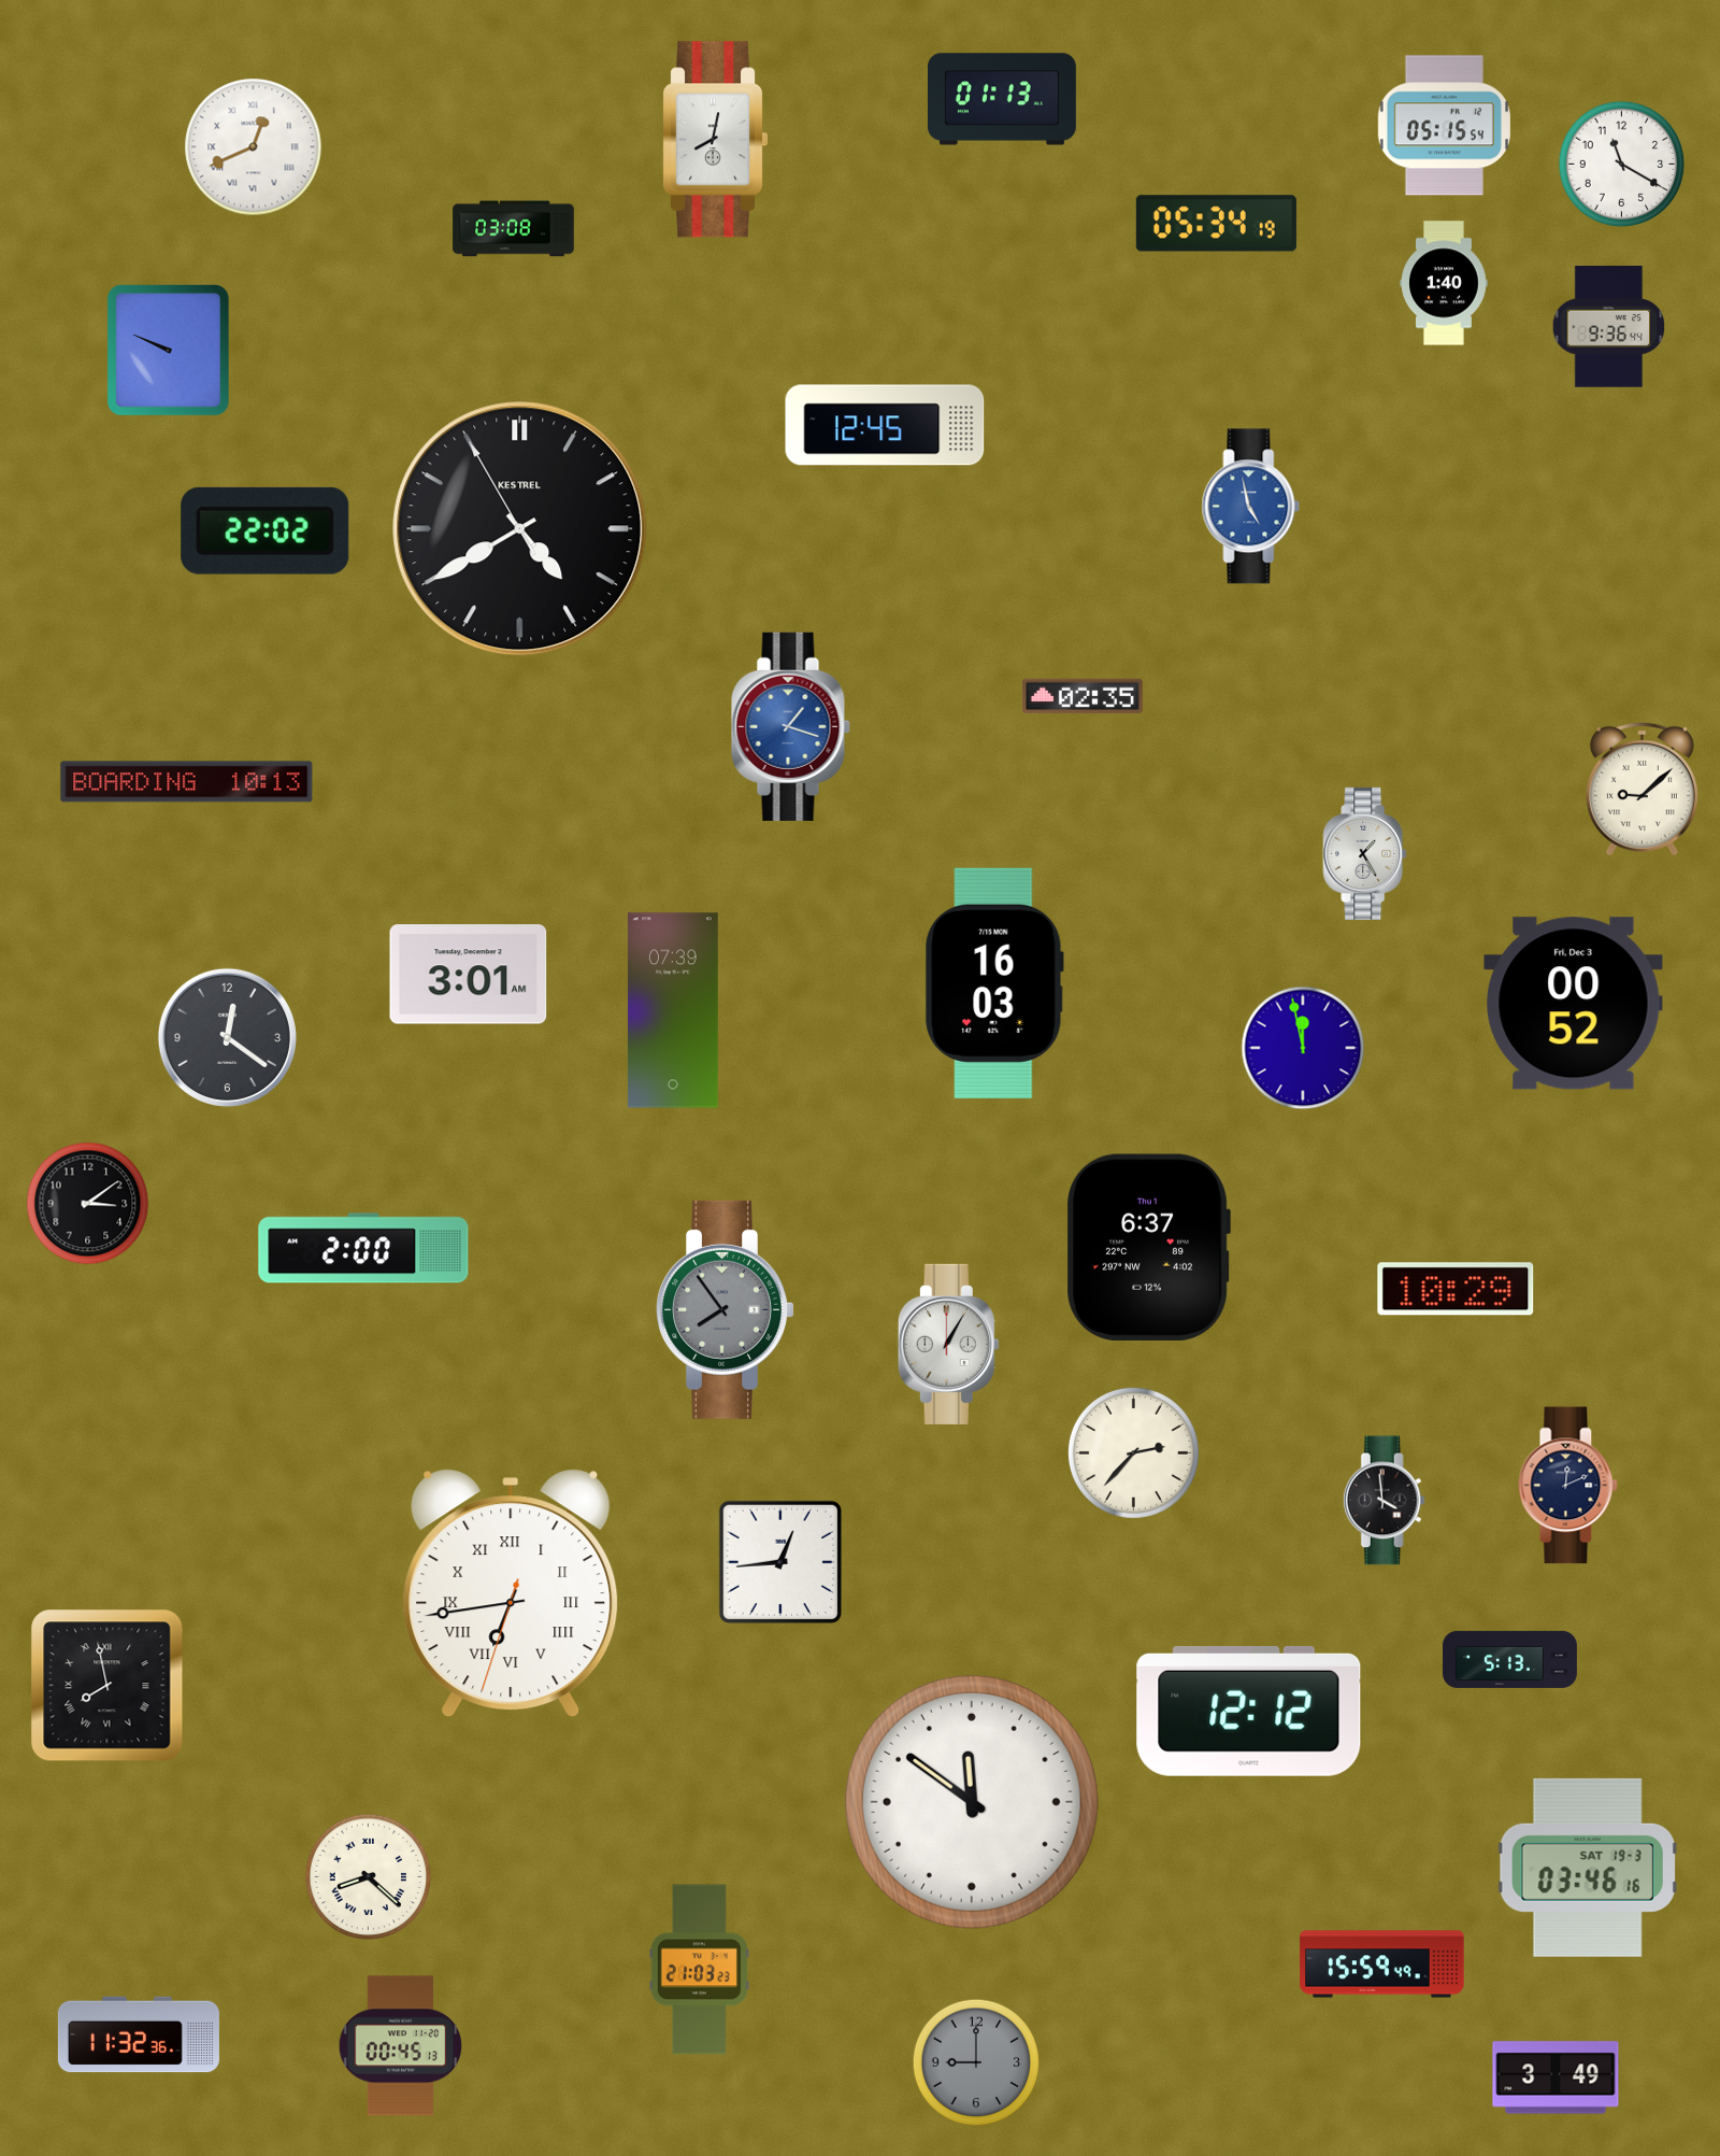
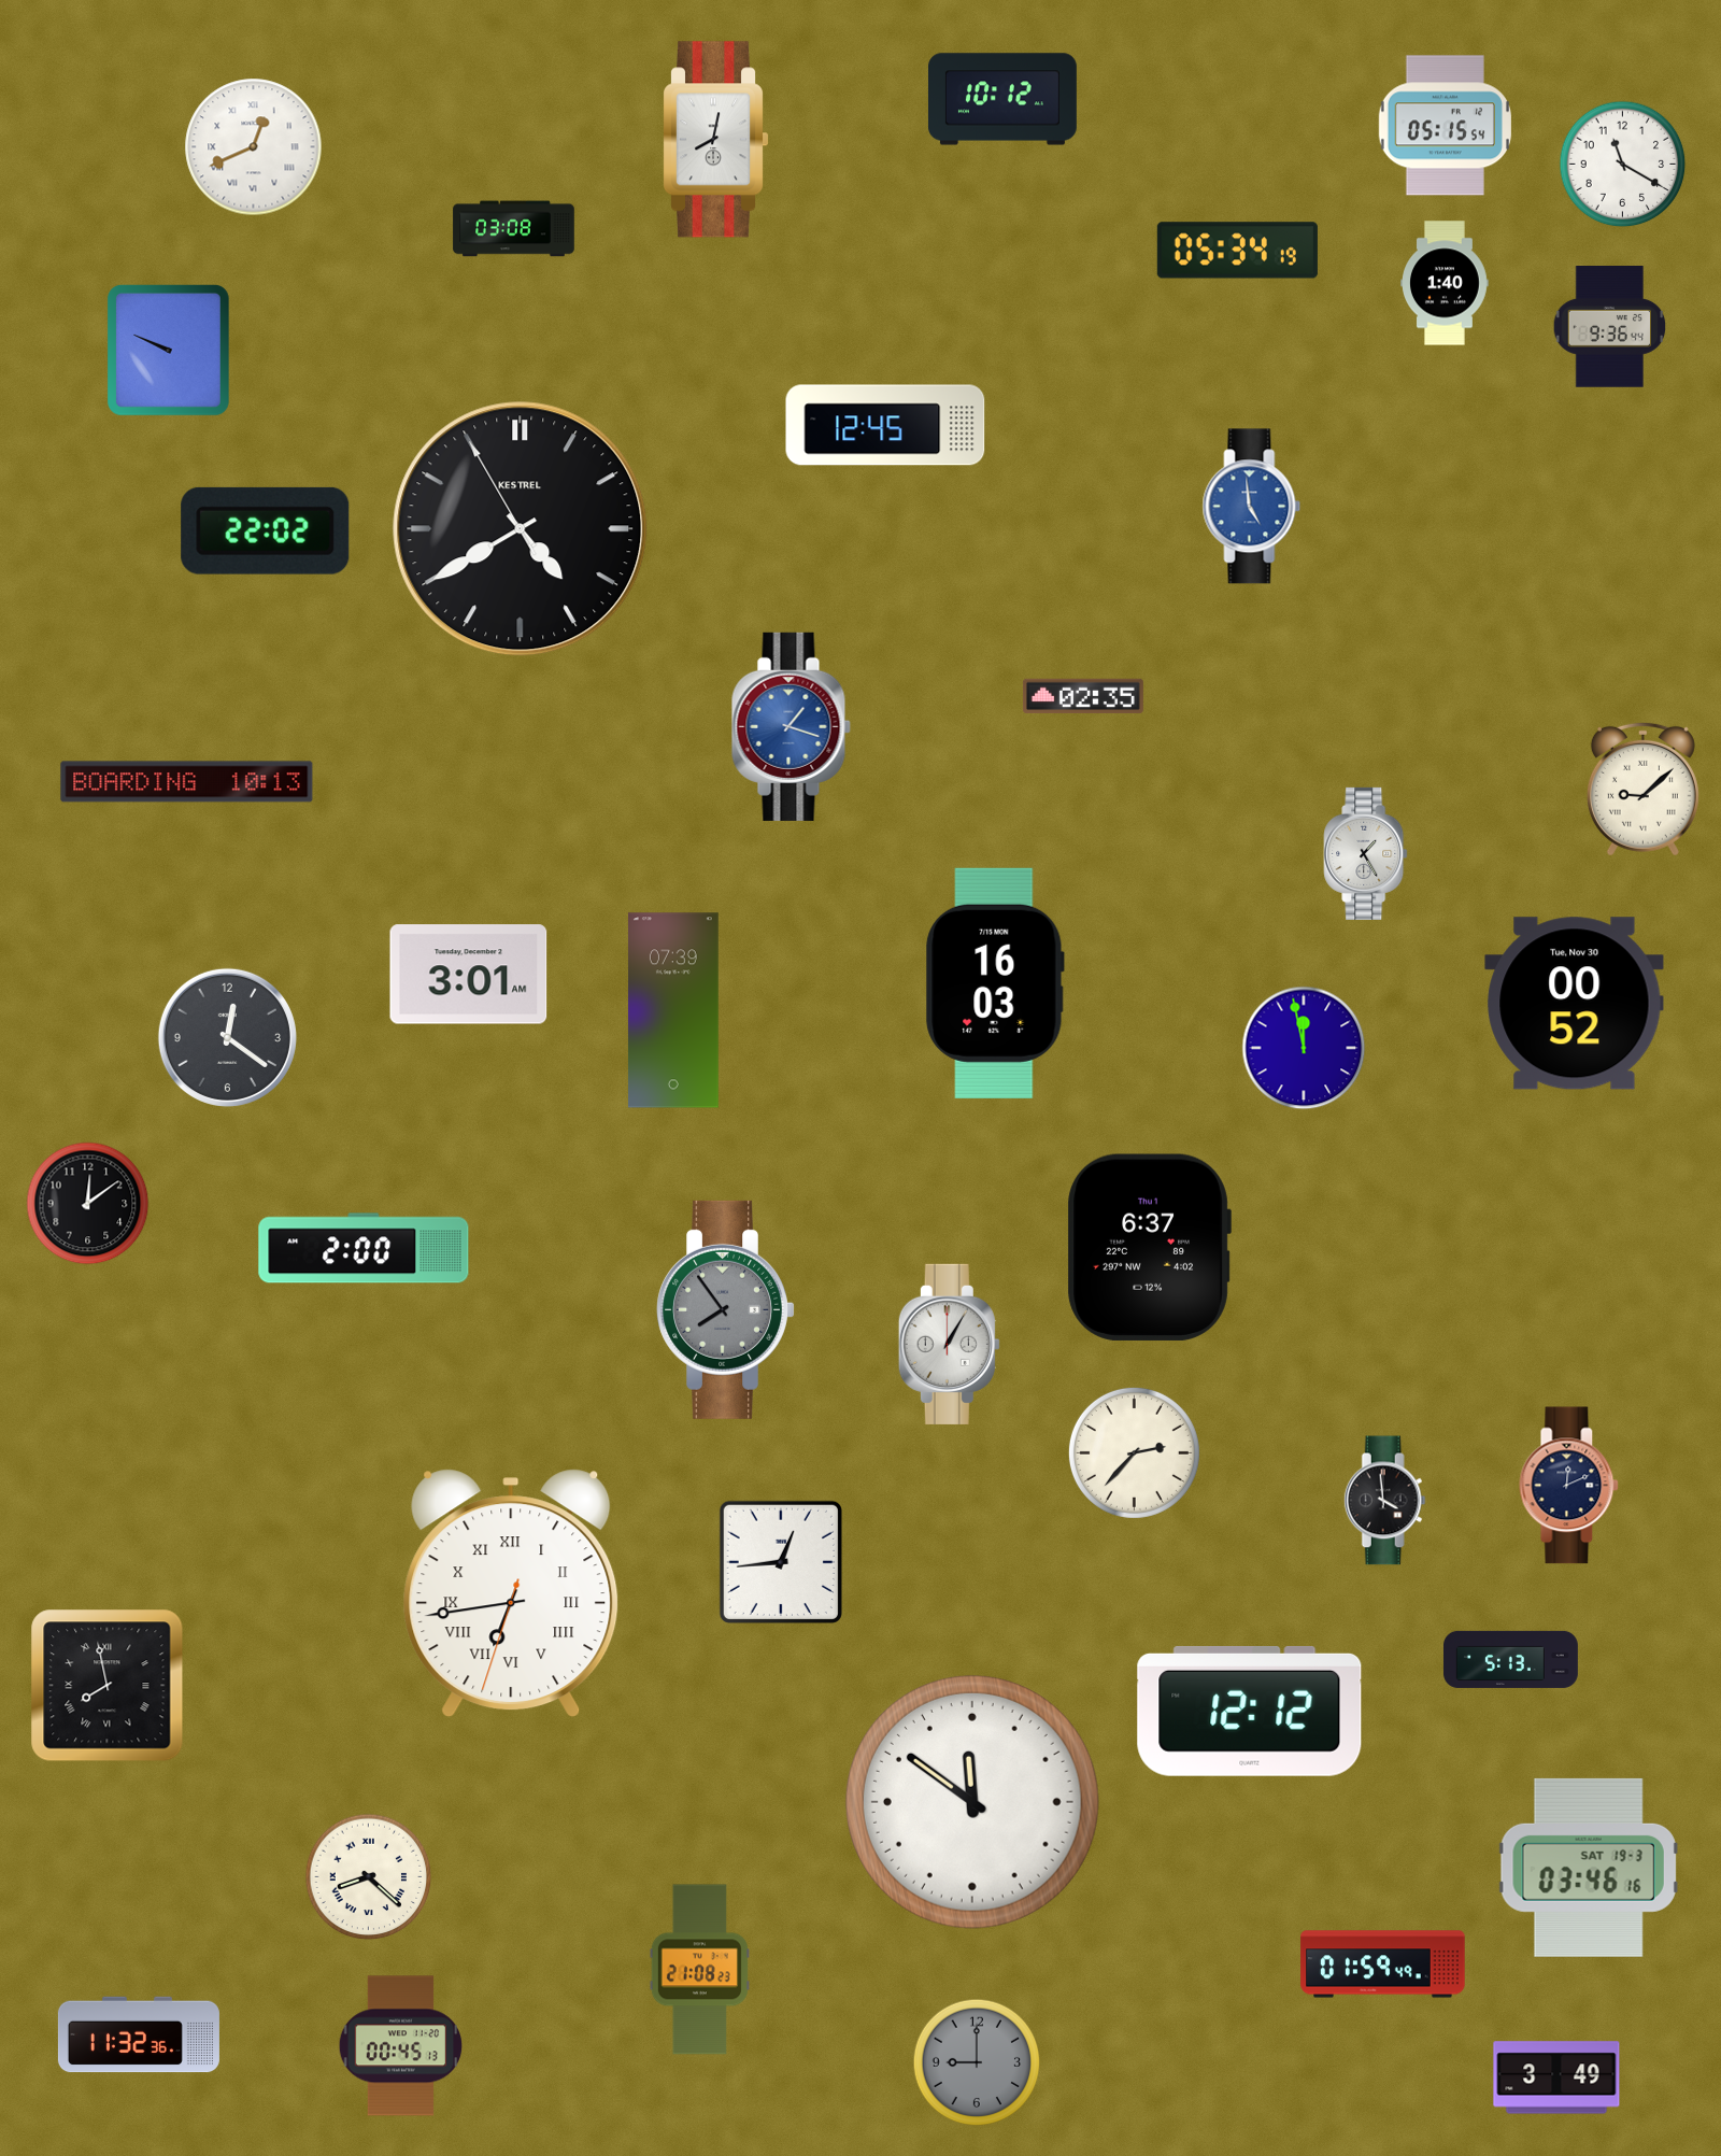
clock at (1002, 99): 01:13 -> 10:12
clock at (1216, 224) position: (1216, 224) -> (1237, 251)
clock at (1251, 507): 4:58 -> 4:59
clock at (1574, 1004) date: Fri, Dec 3 -> Tue, Nov 30
clock at (88, 1204): 3:09 -> 12:09
clock at (1456, 1289): 10:29 -> none
clock at (1382, 1964): 15:59 -> 01:59
clock at (699, 1970): 21:03 -> 21:08
